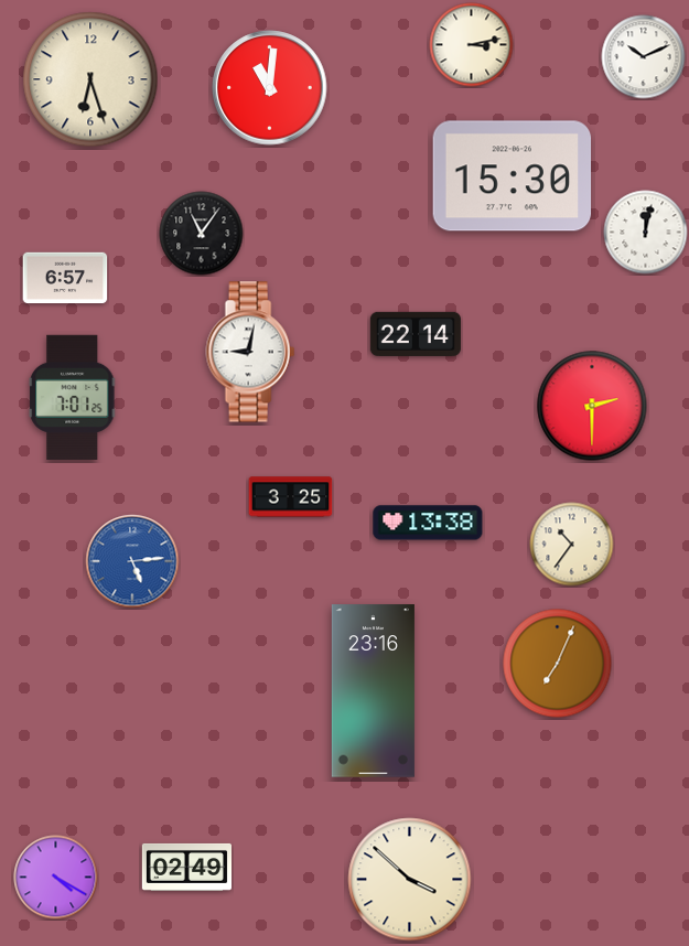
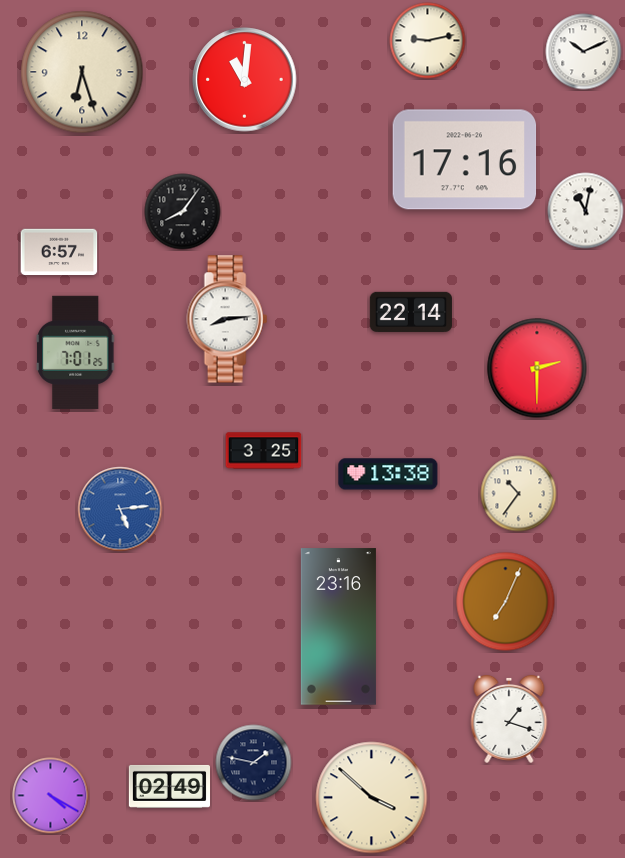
clock at (472, 45): 3:13 -> 9:13
clock at (513, 176): 15:30 -> 17:16
clock at (646, 233): 12:02 -> 11:02
clock at (202, 234): 11:06 -> 8:06
clock at (416, 334) position: (416, 334) -> (411, 312)
clock at (250, 352): 9:02 -> 8:14
clock at (73, 397) position: (73, 397) -> (76, 352)
clock at (509, 719): none -> 1:18
clock at (254, 763): none -> 1:47
